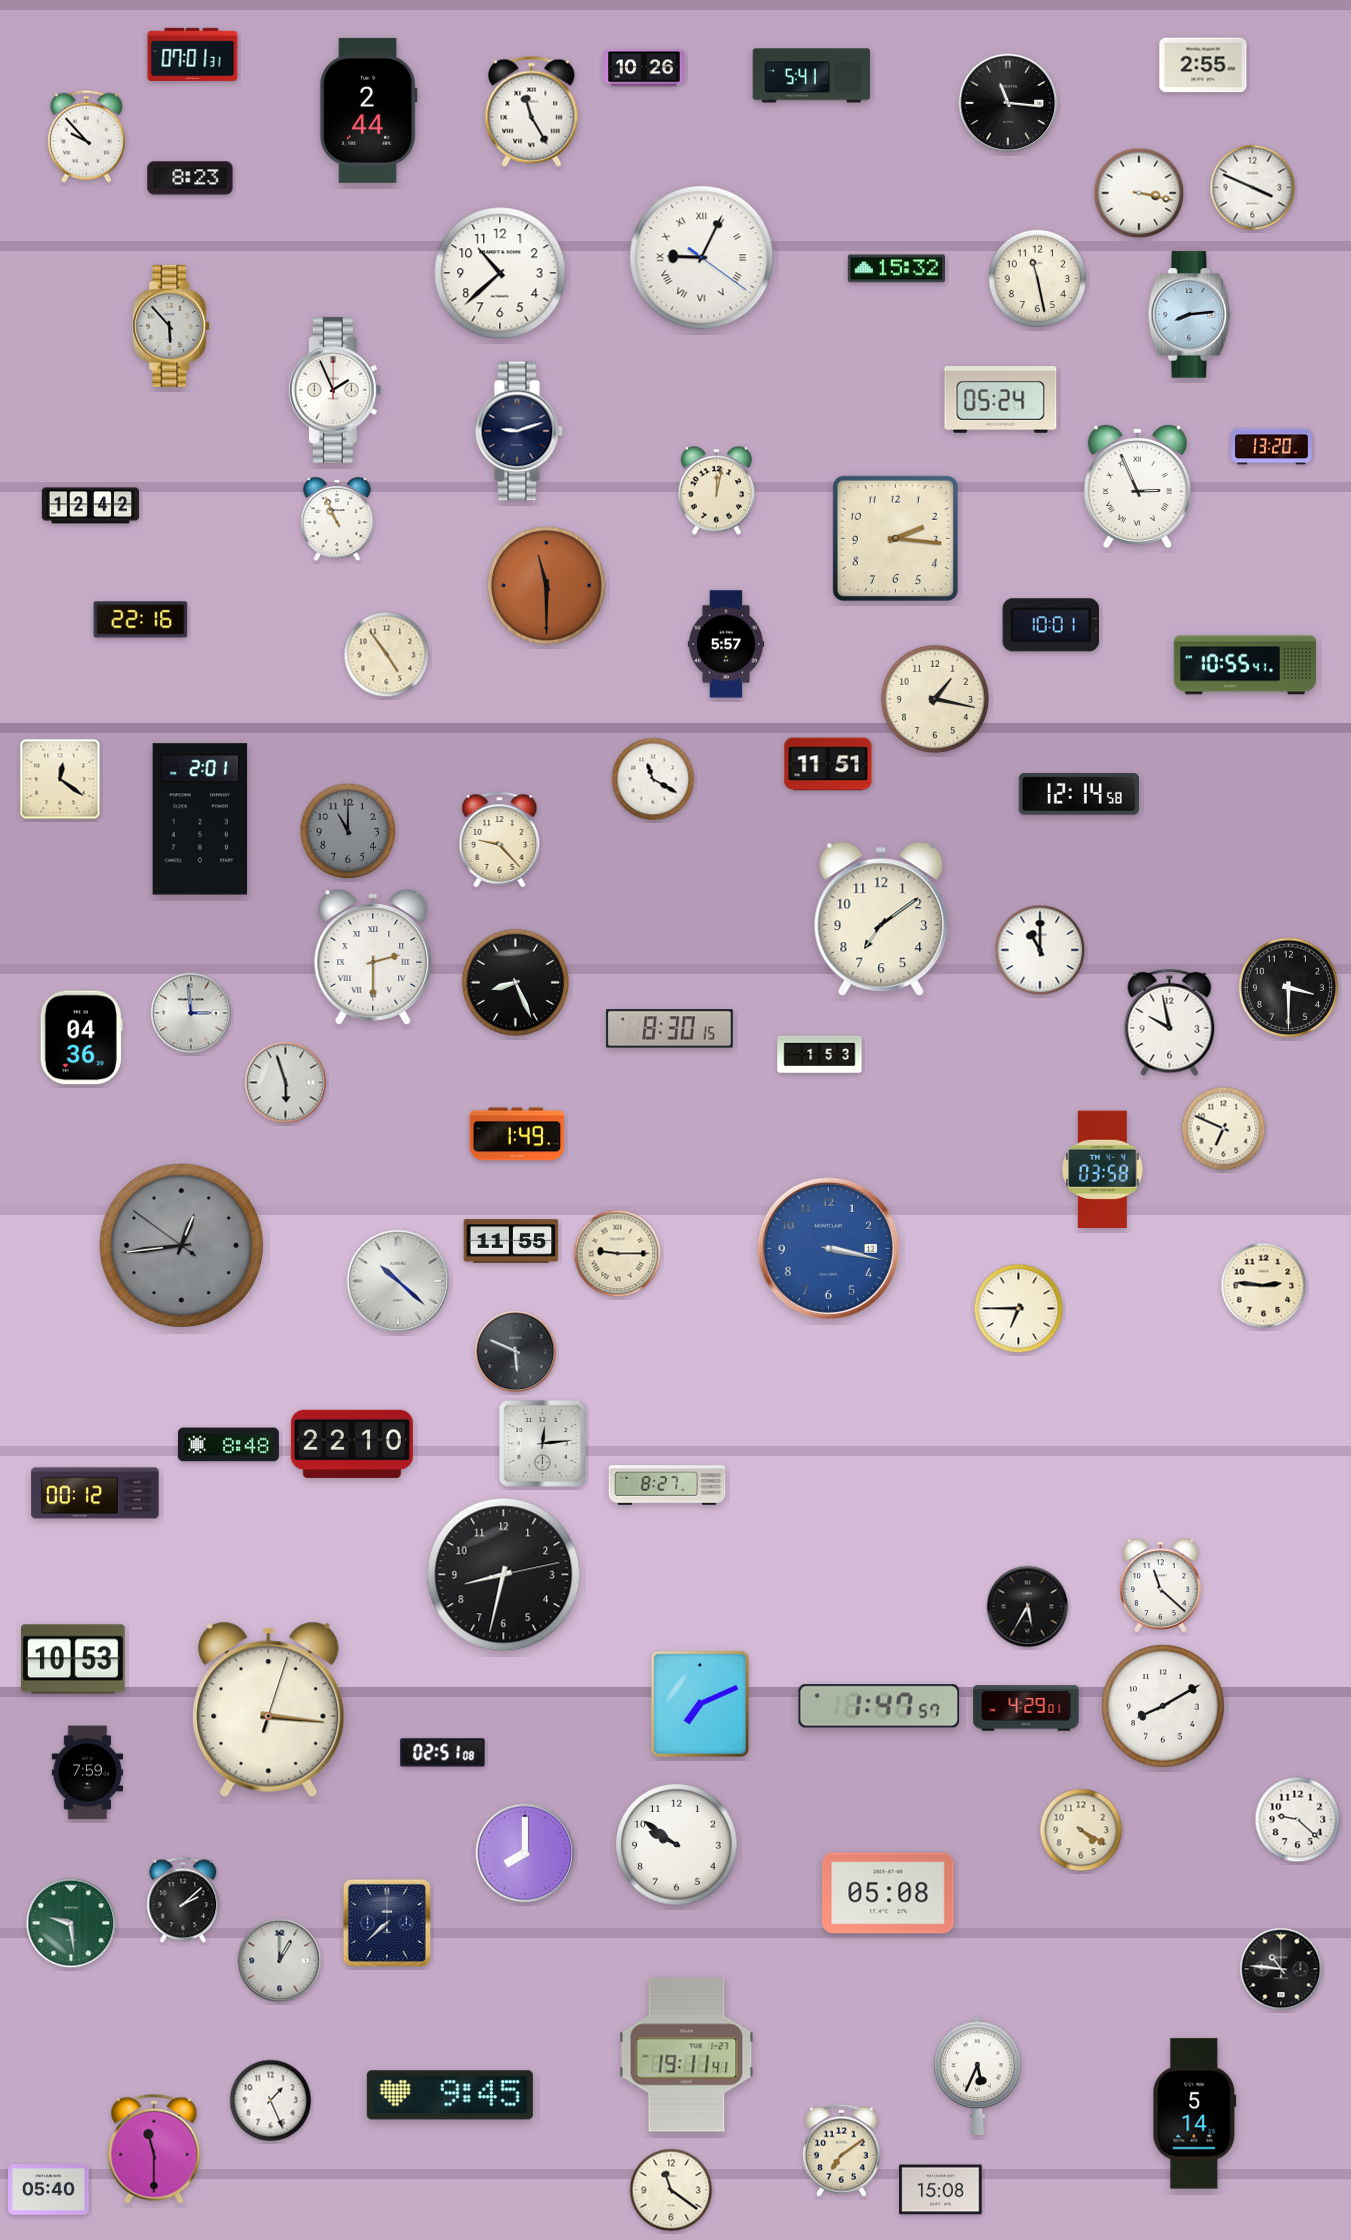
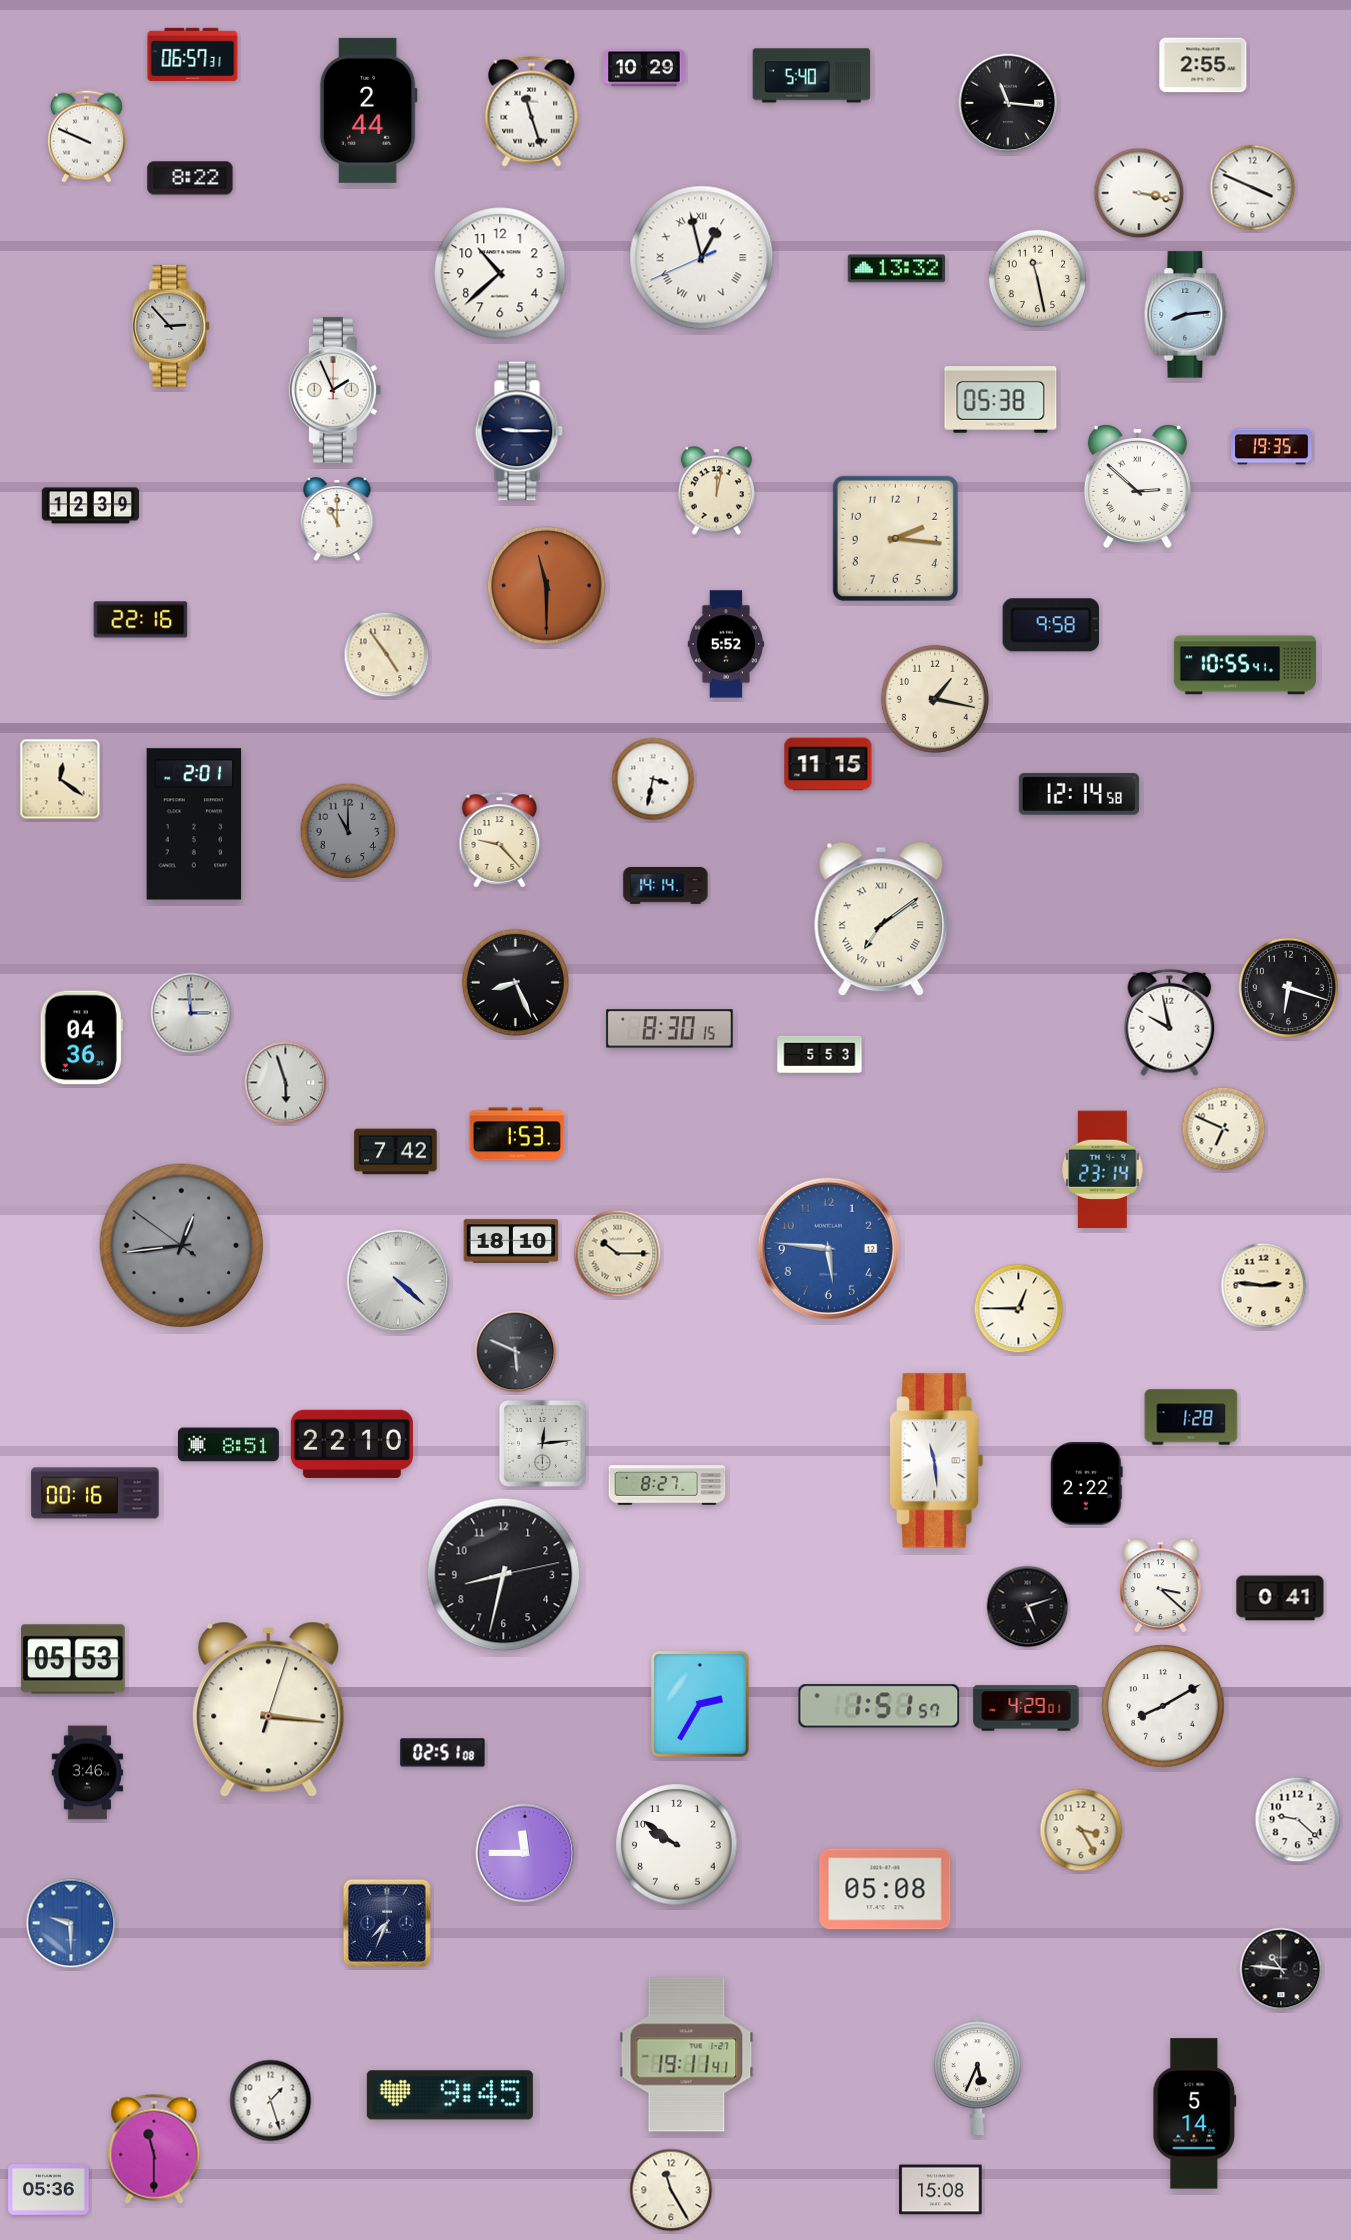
clock at (193, 54): 07:01 -> 06:57
clock at (644, 68): 10:26 -> 10:29
clock at (812, 76): 5:41 -> 5:40
clock at (532, 111): 11:25 -> 11:27
clock at (86, 136): 9:53 -> 9:49
clock at (190, 178): 8:23 -> 8:22
clock at (702, 258): 9:04 -> 12:57
clock at (896, 269): 15:32 -> 13:32
clock at (1190, 315) position: (1190, 315) -> (1186, 315)
clock at (172, 326): 5:53 -> 2:53
clock at (1001, 400): 05:24 -> 05:38
clock at (519, 431): 9:12 -> 9:15
clock at (1272, 447): 13:20 -> 19:35
clock at (1137, 486): 2:56 -> 2:52
clock at (91, 506): 12:42 -> 12:39
clock at (337, 519): 10:56 -> 11:00
clock at (1051, 625): 10:01 -> 9:58
clock at (726, 644): 5:57 -> 5:52
clock at (828, 764): 11:51 -> 11:15
clock at (653, 779): 11:20 -> 3:32
clock at (200, 819) position: (200, 819) -> (194, 824)
clock at (666, 886): none -> 14:14
clock at (881, 919) numerals: Arabic -> Roman
clock at (1040, 950): 11:00 -> none
clock at (373, 957): 2:30 -> none
clock at (1288, 987): 3:30 -> 6:18
clock at (820, 1054): 1:53 -> 5:53
clock at (517, 1134): 1:49 -> 1:53
clock at (396, 1152): none -> 7:42
clock at (1103, 1170): 03:58 -> 23:14
clock at (511, 1241): 11:55 -> 18:10
clock at (828, 1248): 3:17 -> 5:46
clock at (618, 1254): 9:15 -> 10:15
clock at (398, 1281): 10:22 -> 4:22
clock at (1019, 1309): 6:45 -> 12:45
clock at (1191, 1417): none -> 1:28
clock at (228, 1445): 8:48 -> 8:51
clock at (937, 1461): none -> 11:29
clock at (1087, 1484): none -> 2:22
clock at (95, 1493): 00:12 -> 00:16
clock at (1161, 1586): 11:22 -> 3:22
clock at (1280, 1598): none -> 0:41
clock at (1028, 1607): 5:35 -> 5:12
clock at (73, 1659): 10:53 -> 05:53
clock at (700, 1705): 7:11 -> 2:35
clock at (879, 1706): 1:47 -> 1:51
clock at (88, 1773): 7:59 -> 3:46
clock at (1081, 1830): 4:20 -> 3:25
clock at (525, 1853): 8:00 -> 11:45
clock at (888, 1893) position: (888, 1893) -> (885, 1889)
clock at (183, 1900): 2:08 -> none
clock at (71, 1923): 9:29 -> 9:30
clock at (71, 1923) dial: green -> blue
clock at (387, 1923): 7:38 -> 7:34
clock at (280, 1961): 1:00 -> none
clock at (271, 2101): 1:26 -> 1:27
clock at (841, 2150): 7:09 -> none
clock at (49, 2190): 05:40 -> 05:36
clock at (671, 2190): 11:21 -> 11:25
